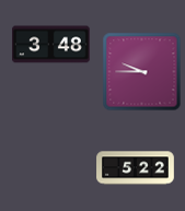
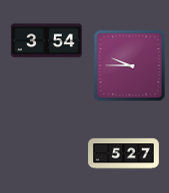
clock at (51, 45): 3:48 -> 3:54
clock at (136, 168): 5:22 -> 5:27
